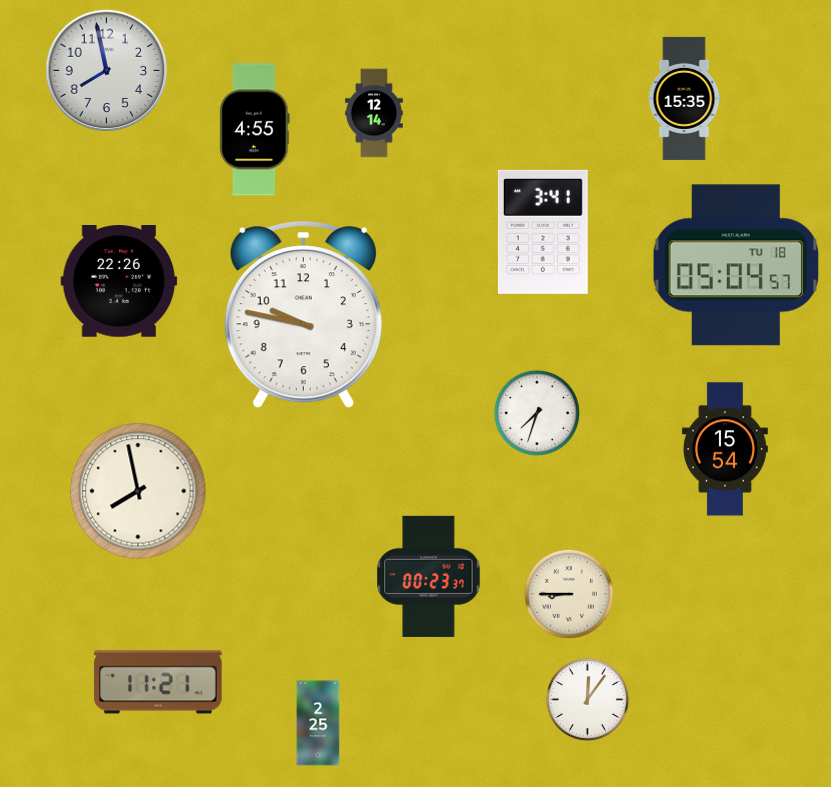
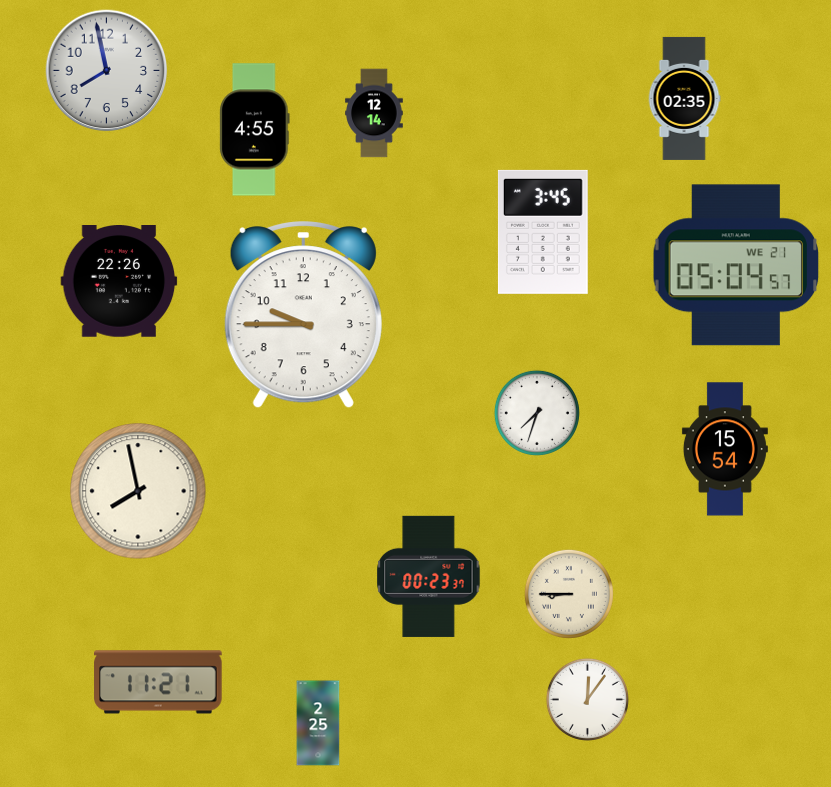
clock at (684, 98): 15:35 -> 02:35
clock at (543, 232): 3:41 -> 3:45
clock at (736, 265) date: TU 18 -> WE 21
clock at (303, 316): 9:47 -> 9:45
